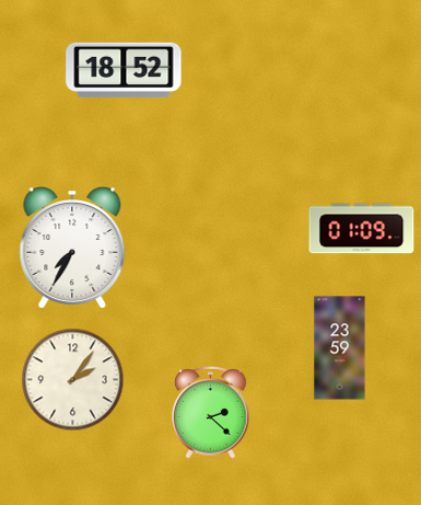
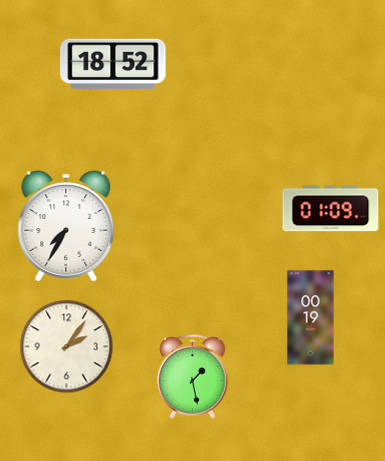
clock at (340, 348): 23:59 -> 00:19
clock at (211, 413): 2:22 -> 1:28
